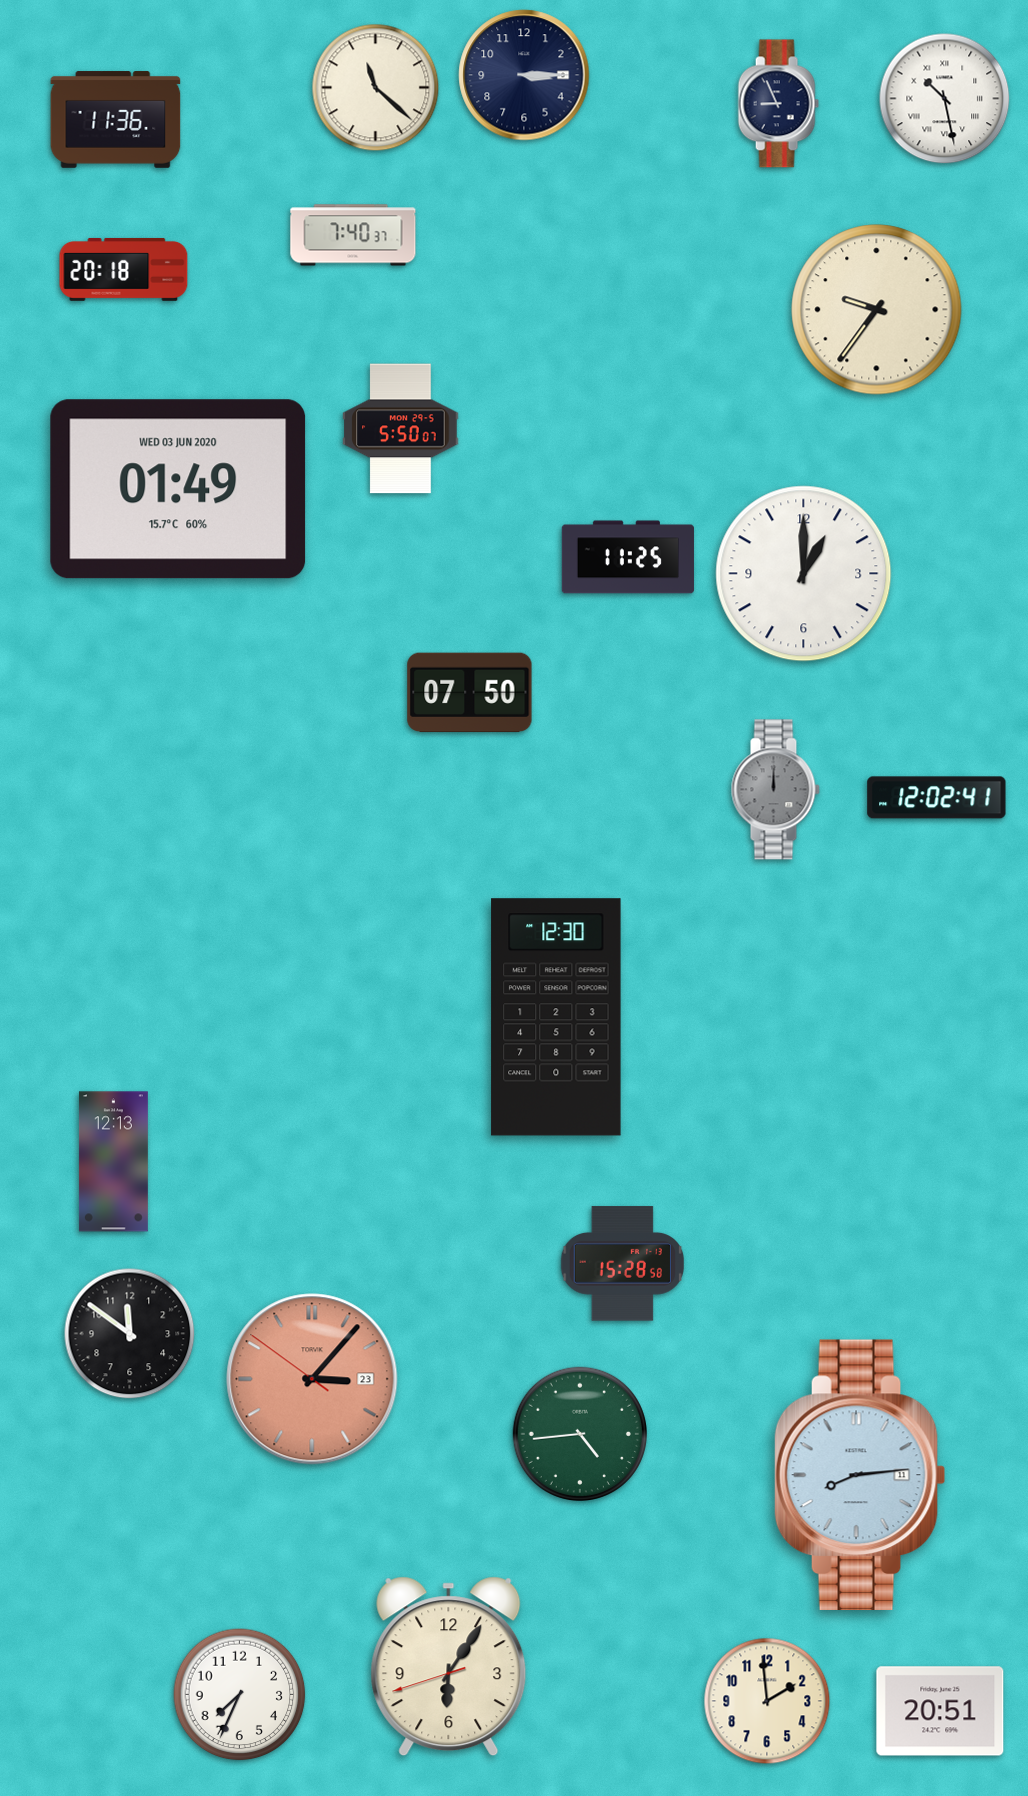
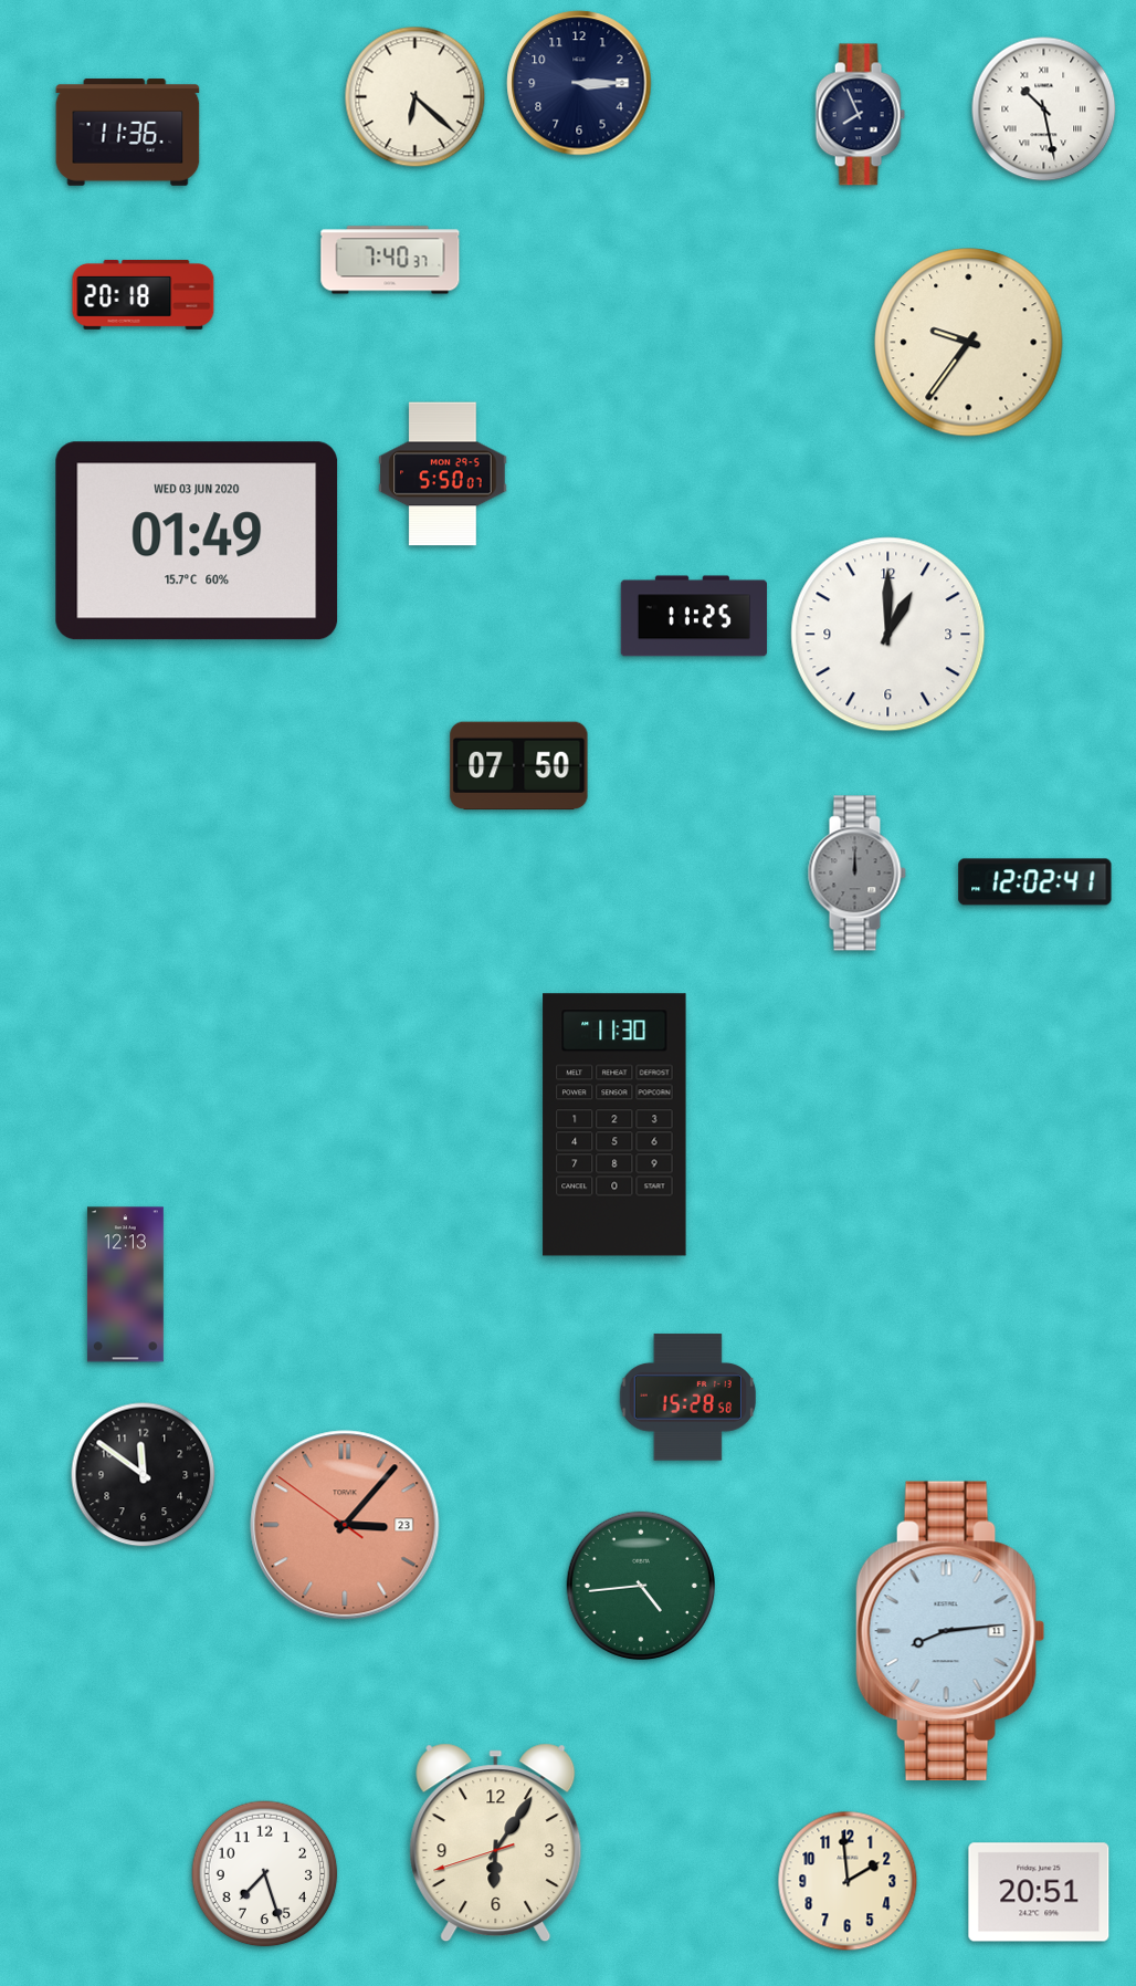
clock at (376, 88): 11:22 -> 6:22
clock at (778, 104): 8:56 -> 7:56
clock at (124, 269) position: (124, 269) -> (144, 294)
clock at (556, 1017): 12:30 -> 11:30
clock at (240, 1695): 7:34 -> 7:27
